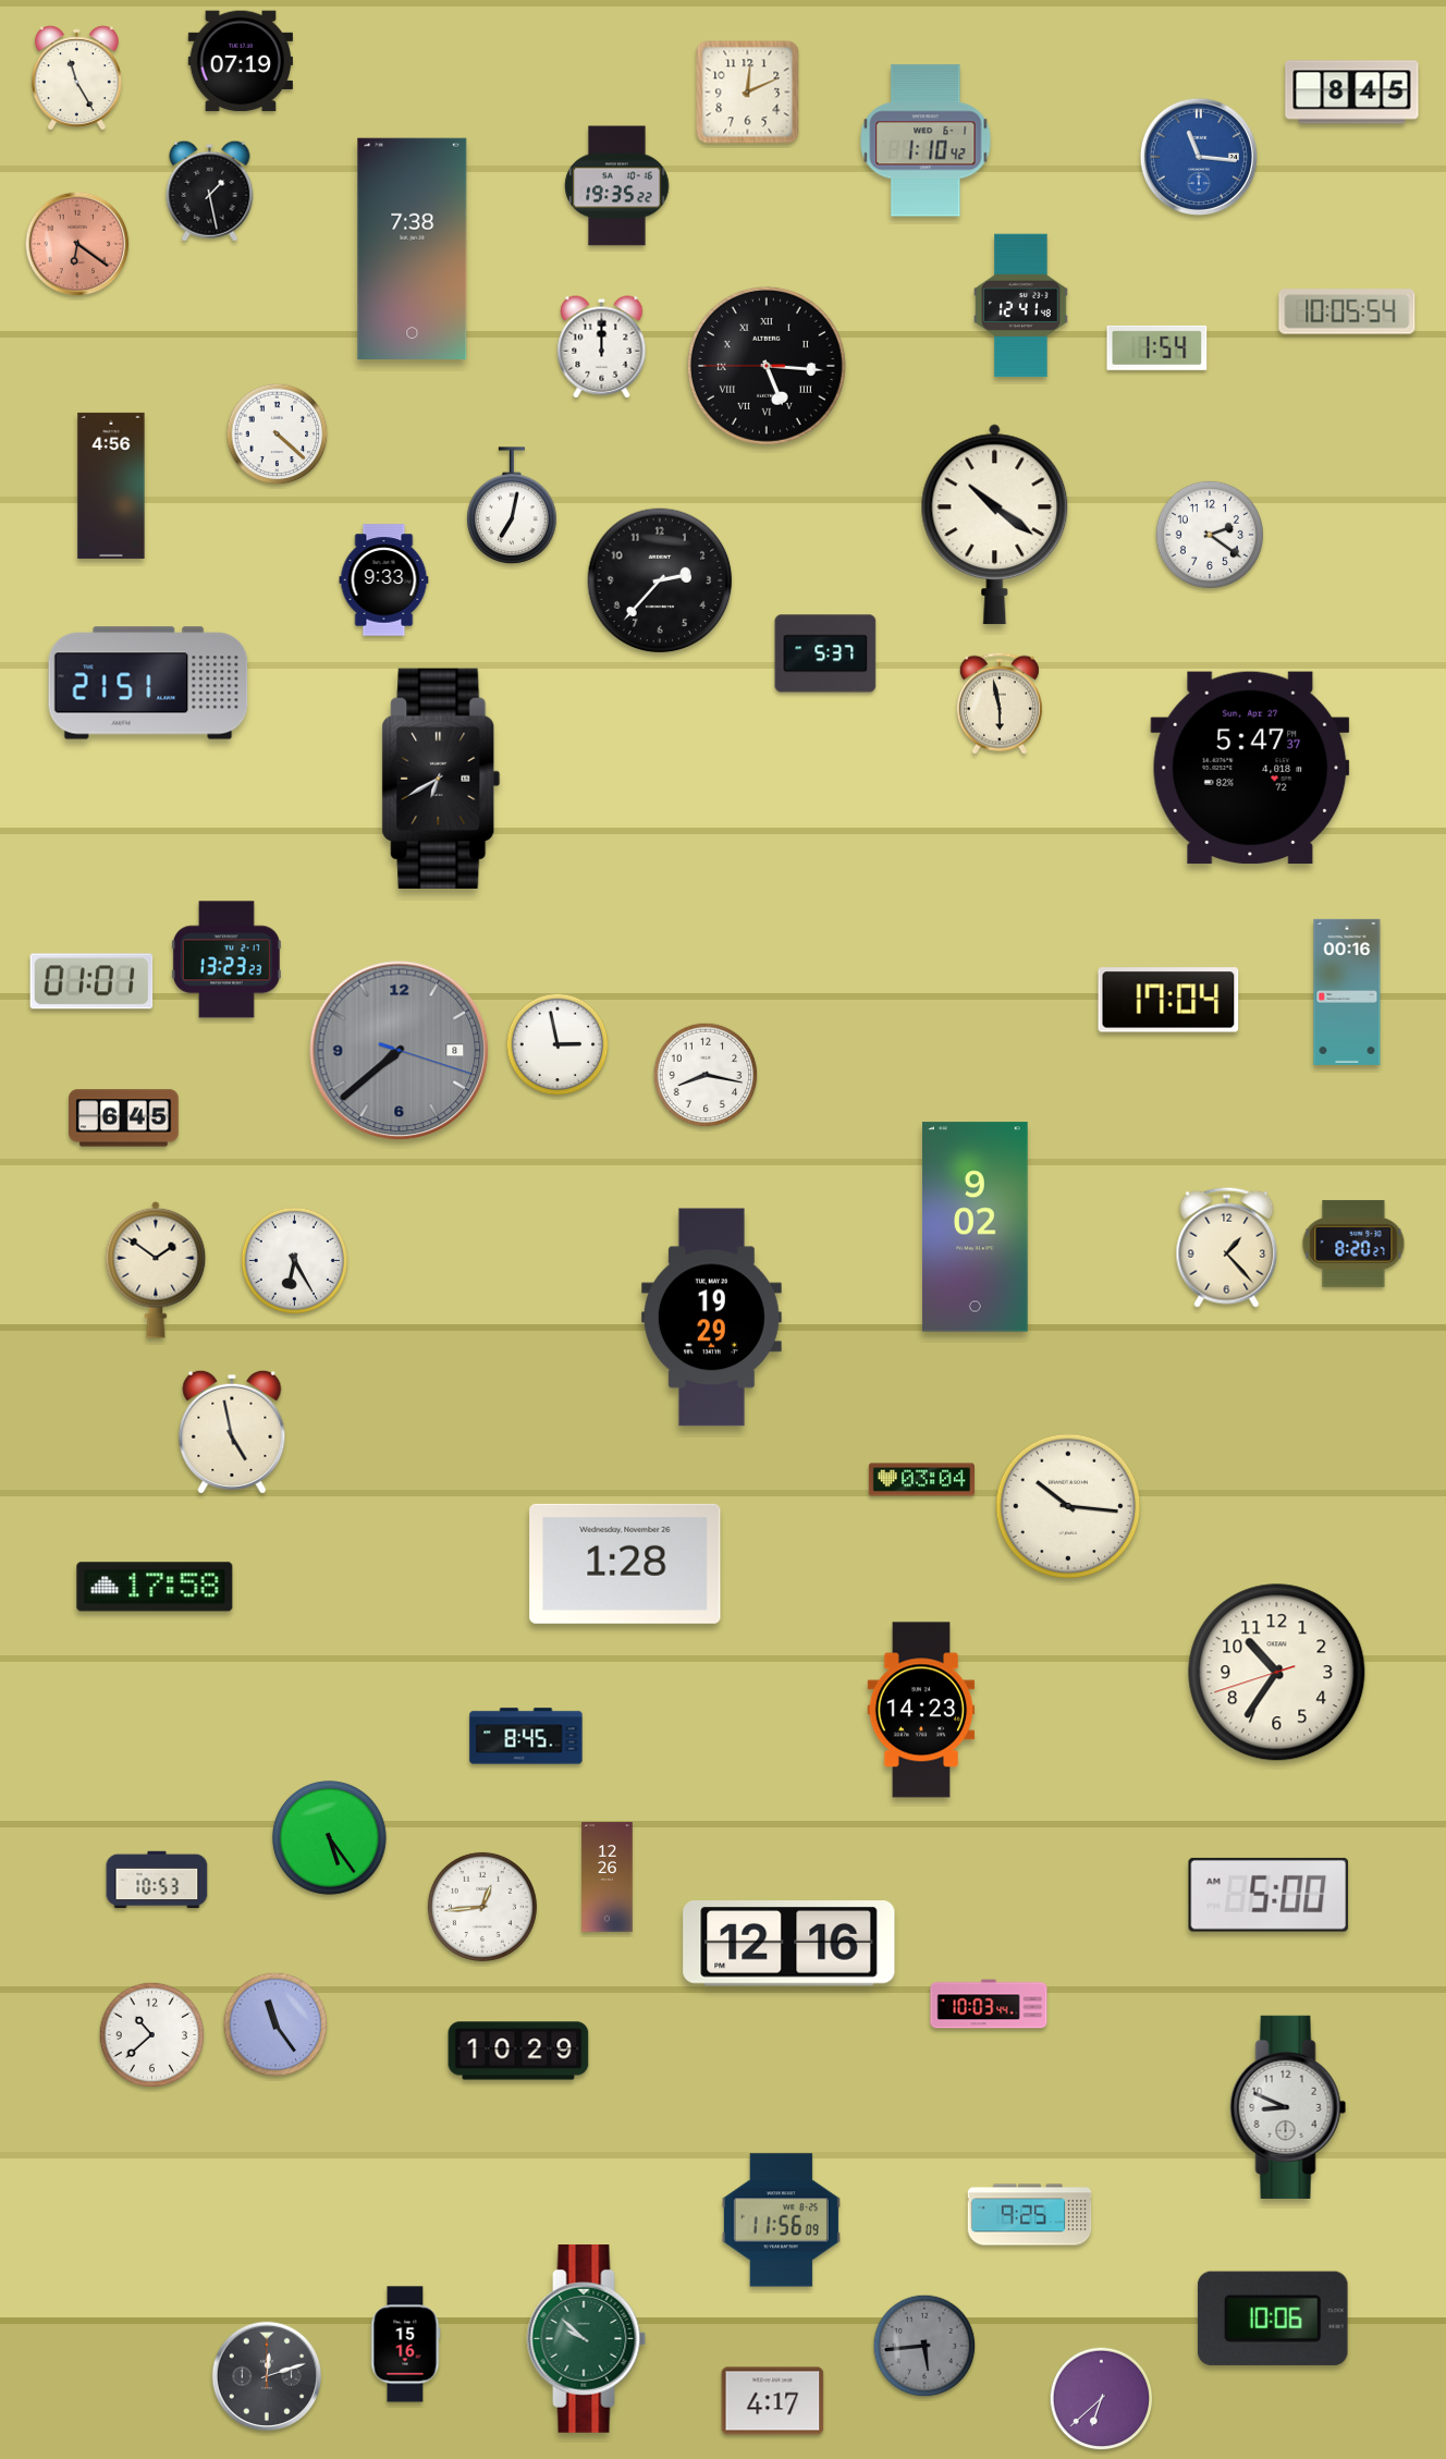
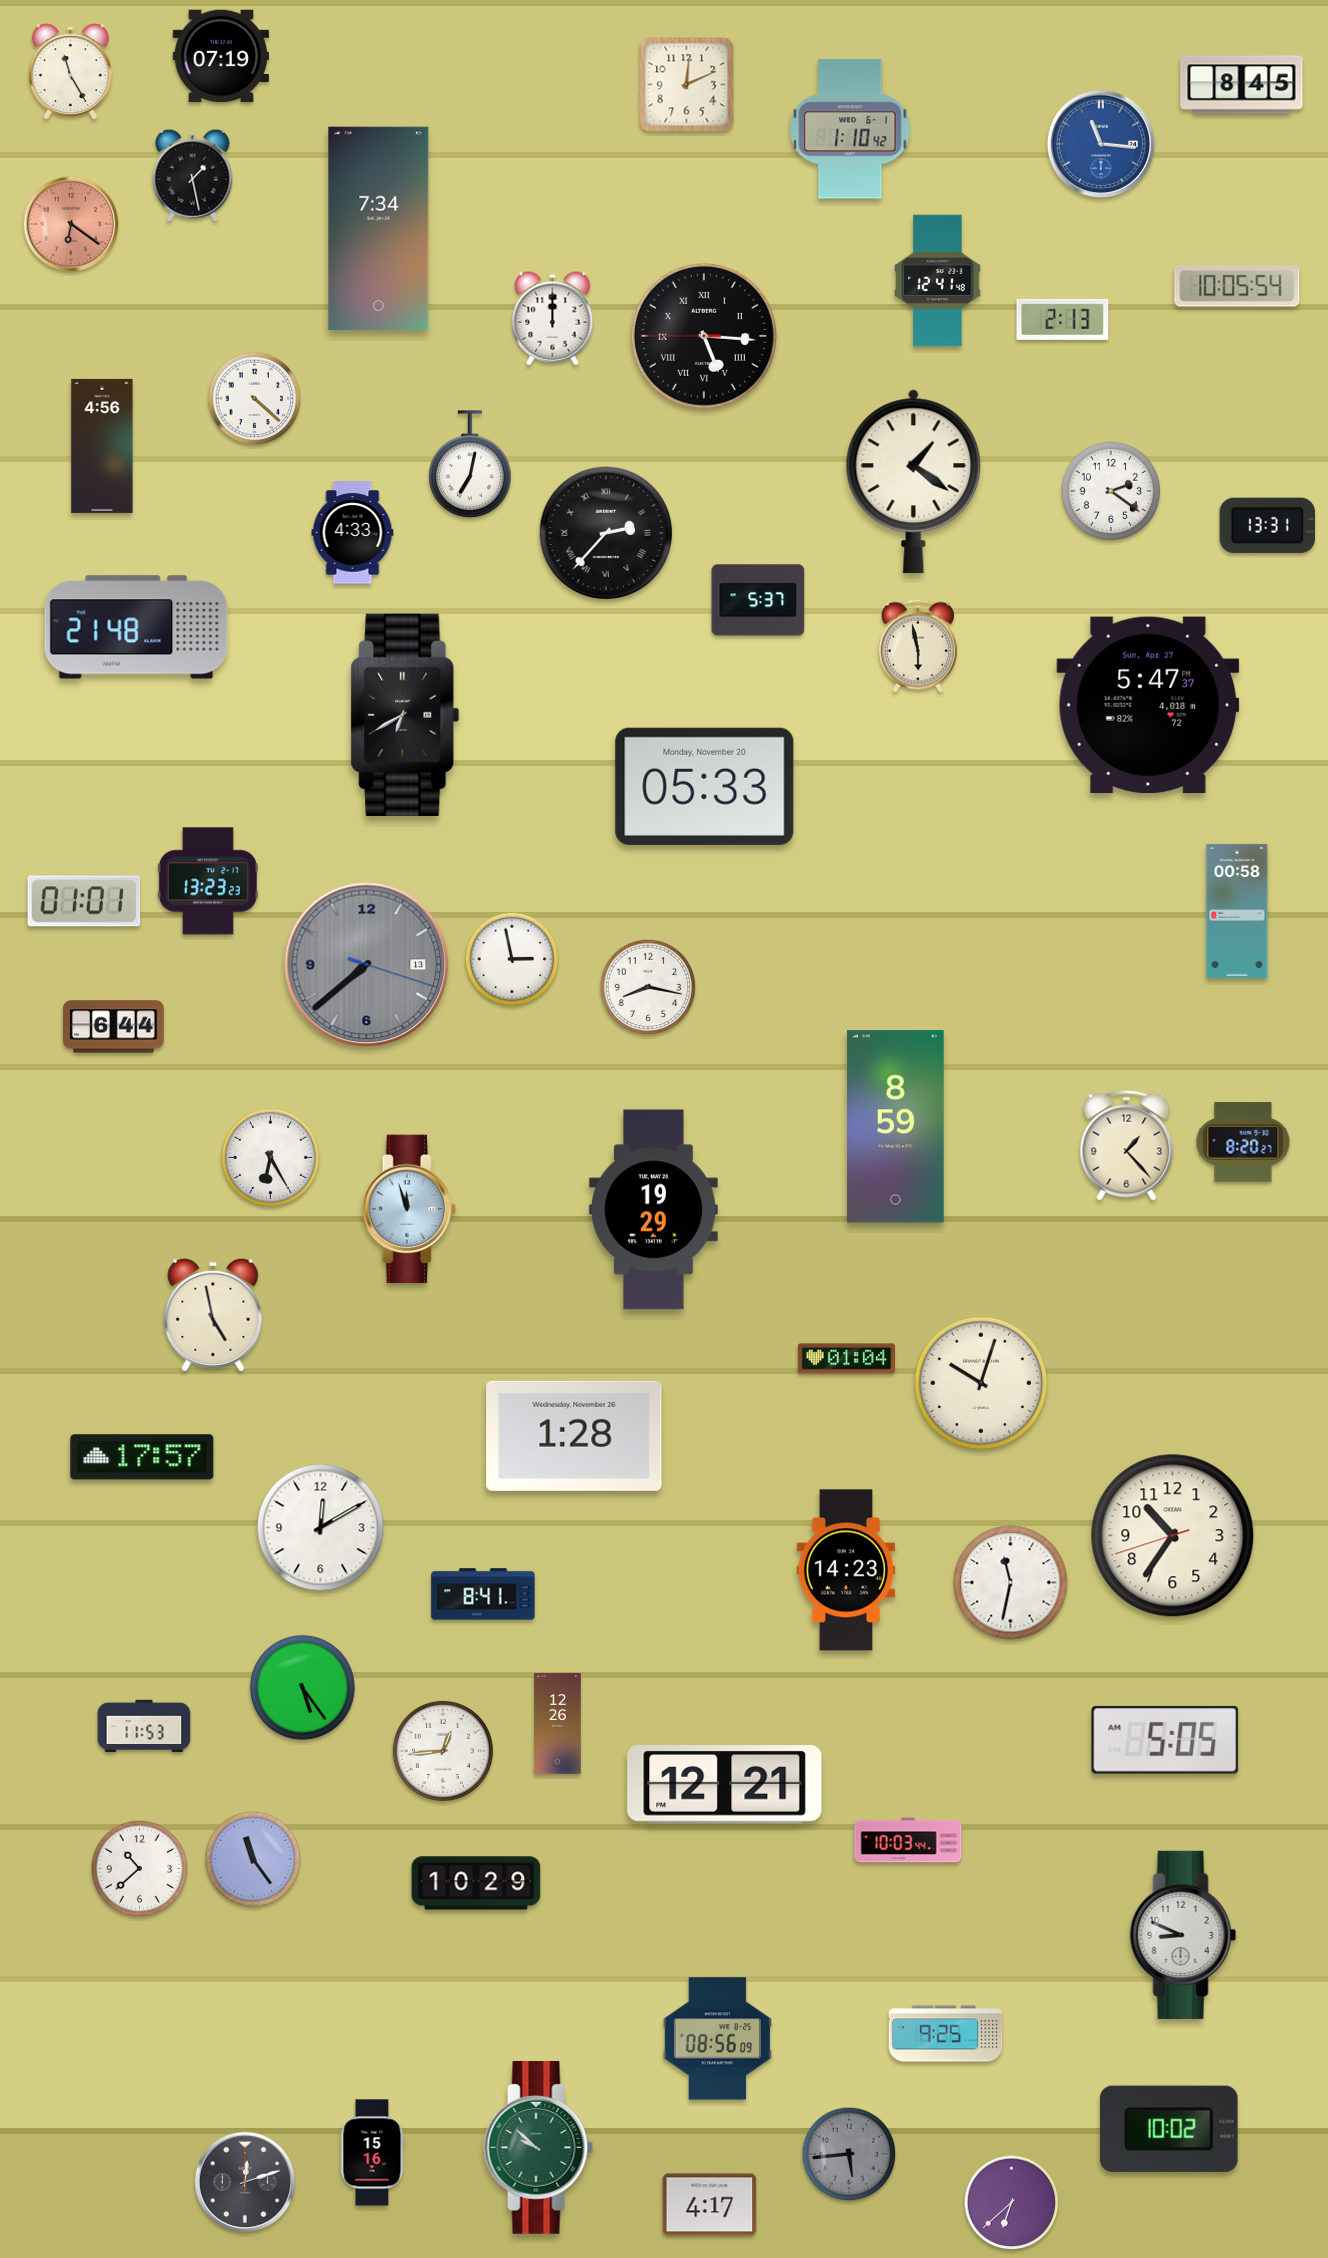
clock at (617, 186): 19:35 -> none
clock at (413, 248): 7:38 -> 7:34
clock at (1157, 347): 1:54 -> 2:13
clock at (995, 525): 10:21 -> 1:21
clock at (1267, 525): none -> 13:31
clock at (384, 580): 9:33 -> 4:33
clock at (660, 580) numerals: Arabic -> Roman
clock at (148, 683): 21:51 -> 21:48
clock at (705, 786): none -> 05:33
clock at (1347, 992): 00:16 -> 00:58
clock at (1168, 1000): 17:04 -> none
clock at (400, 1051) date: 8 -> 13
clock at (124, 1118): 6:45 -> 6:44
clock at (975, 1227): 9:02 -> 8:59
clock at (156, 1270): 1:51 -> none
clock at (409, 1209): none -> 11:57
clock at (921, 1480): 03:04 -> 01:04
clock at (1068, 1506): 10:16 -> 10:03
clock at (155, 1587): 17:58 -> 17:57
clock at (321, 1528): none -> 12:10
clock at (1011, 1583): none -> 11:32
clock at (526, 1736): 8:45 -> 8:41
clock at (157, 1880): 10:53 -> 11:53
clock at (1269, 1895): 5:00 -> 5:05
clock at (789, 1944): 12:16 -> 12:21
clock at (781, 2221): 11:56 -> 08:56
clock at (1273, 2319): 10:06 -> 10:02
